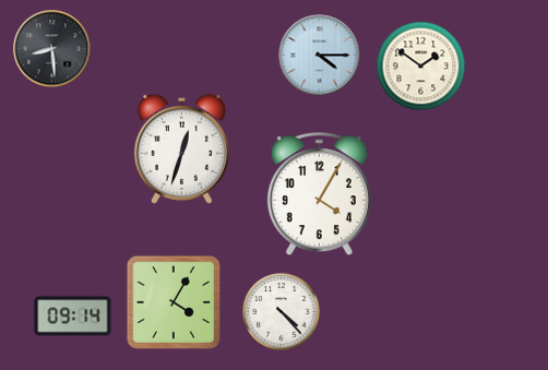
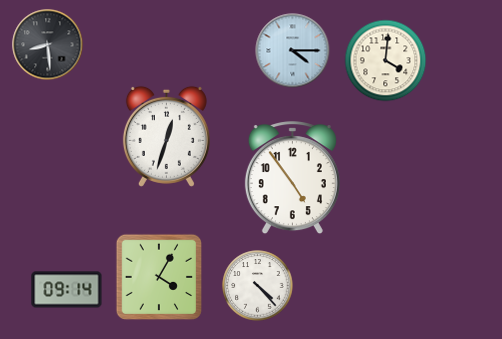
clock at (421, 67): 1:51 -> 4:01
clock at (319, 194): 4:05 -> 4:54
